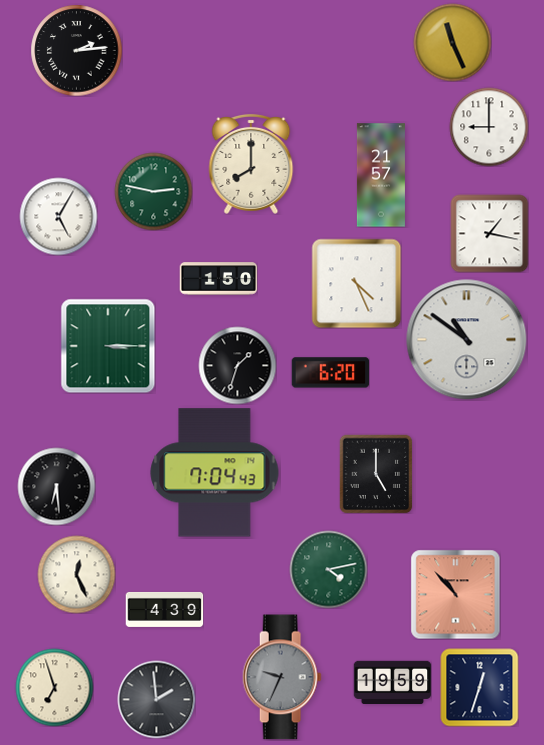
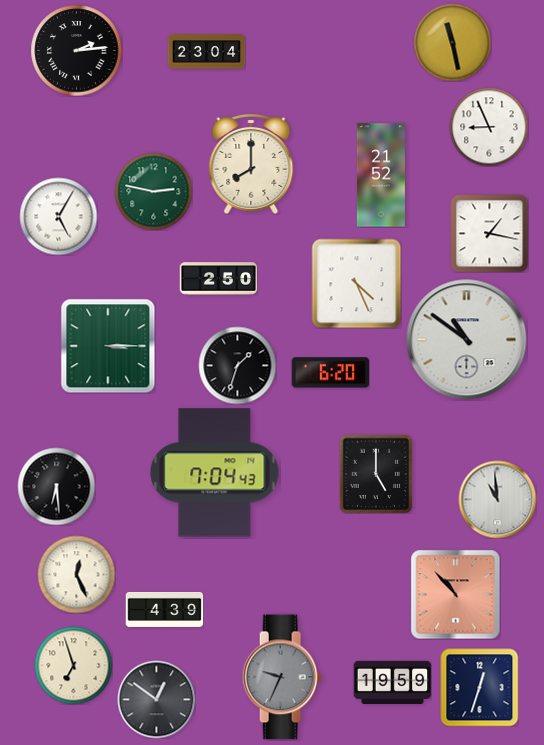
clock at (452, 42): 11:26 -> 11:28
clock at (206, 52): none -> 23:04
clock at (489, 127): 9:00 -> 8:56
clock at (381, 175): 21:57 -> 21:52
clock at (218, 279): 1:50 -> 2:50
clock at (497, 499): none -> 10:59
clock at (328, 569): 4:13 -> none
clock at (54, 687) position: (54, 687) -> (73, 665)
clock at (156, 699): 1:59 -> 12:51
